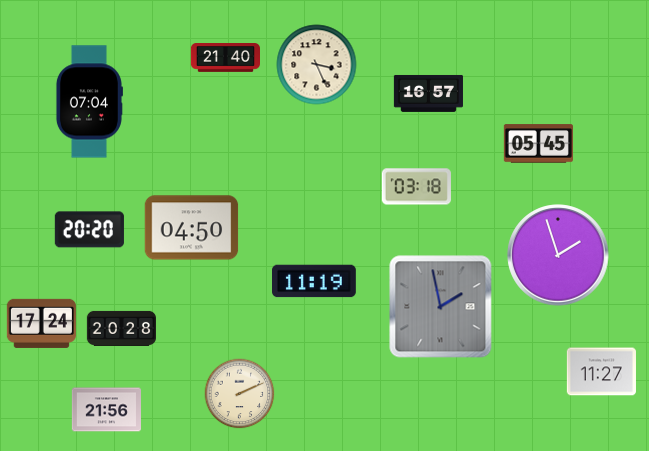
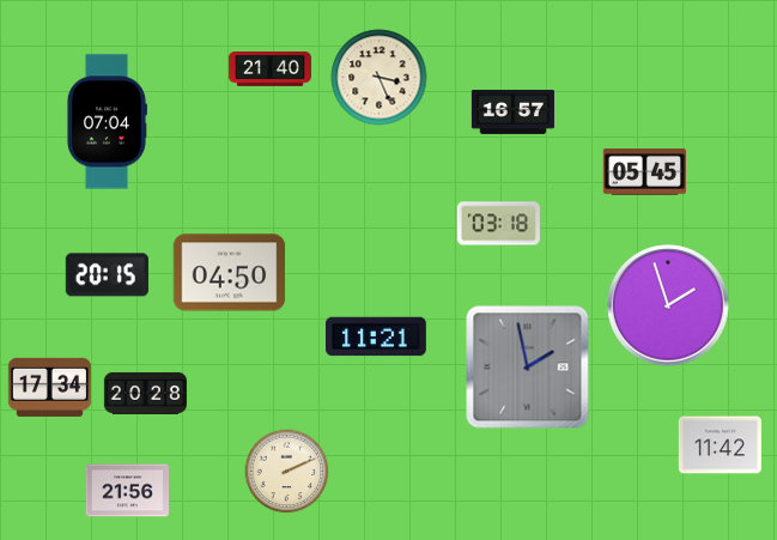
clock at (89, 230): 20:20 -> 20:15
clock at (315, 281): 11:19 -> 11:21
clock at (41, 323): 17:24 -> 17:34
clock at (601, 372): 11:27 -> 11:42
